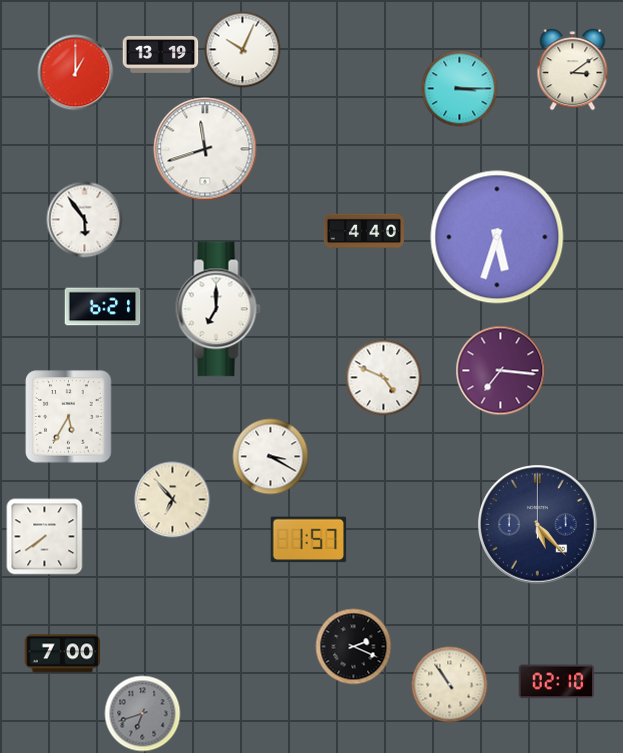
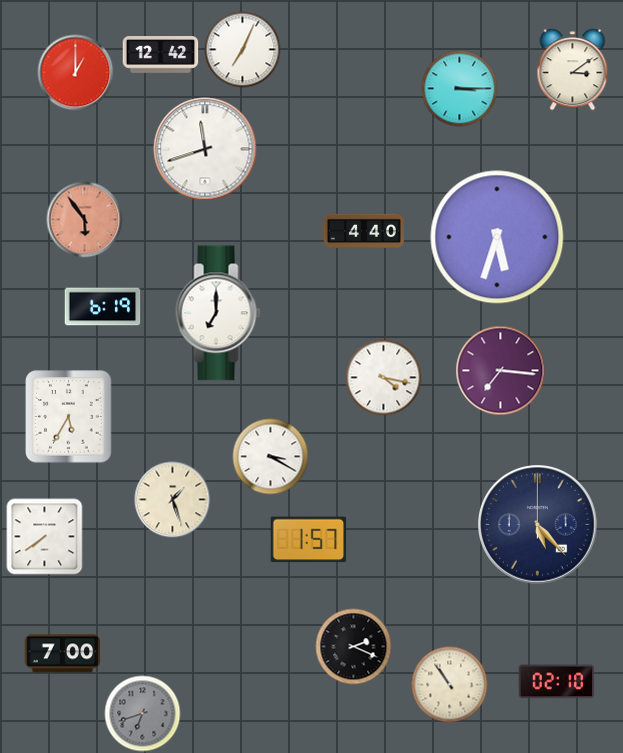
clock at (243, 50): 10:04 -> 7:04
clock at (161, 55): 13:19 -> 12:42
clock at (85, 220) dial: white -> salmon
clock at (103, 307): 6:21 -> 6:19
clock at (218, 309) position: (218, 309) -> (218, 313)
clock at (384, 378): 4:49 -> 4:17
clock at (173, 500): 6:53 -> 1:27
